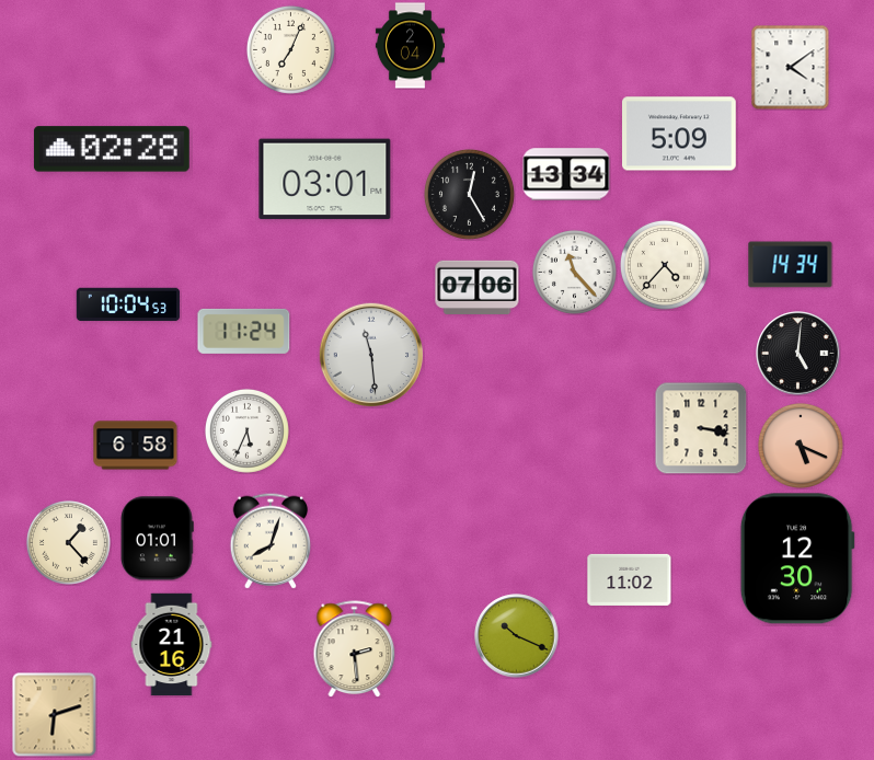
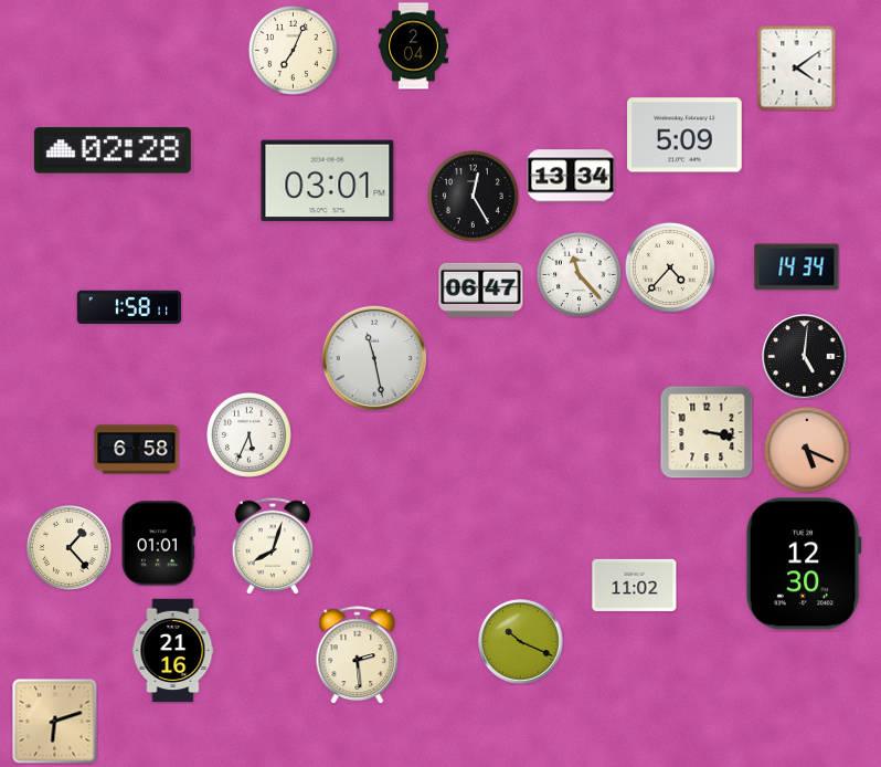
clock at (478, 287): 07:06 -> 06:47
clock at (128, 304): 10:04 -> 1:58
clock at (244, 331): 11:24 -> none
clock at (370, 354): 11:29 -> 11:28
